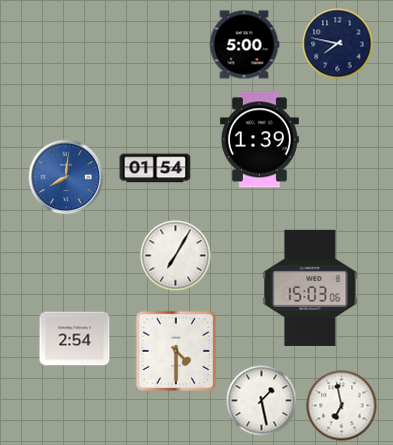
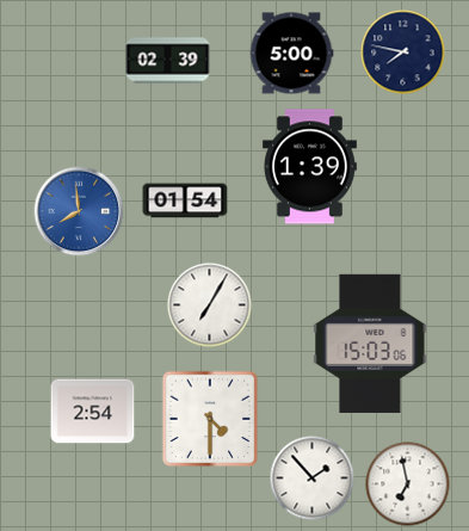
clock at (168, 61): none -> 02:39
clock at (66, 177): 8:01 -> 7:59
clock at (75, 339) position: (75, 339) -> (93, 412)
clock at (262, 401): 1:28 -> 1:53
